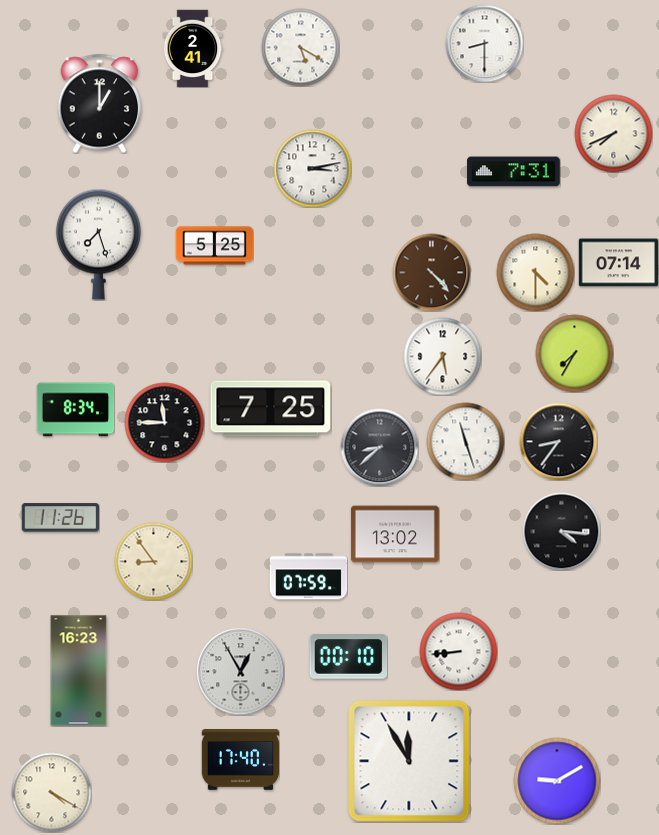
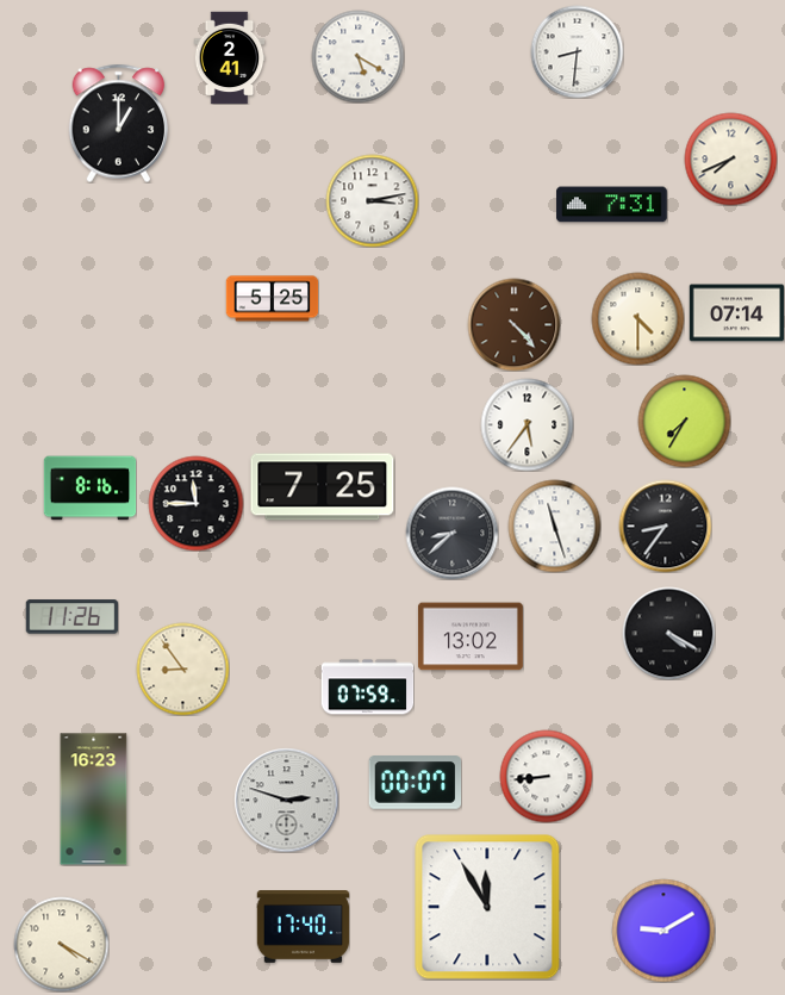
clock at (484, 43): 8:30 -> 8:31
clock at (98, 244): 7:27 -> none
clock at (214, 246) position: (214, 246) -> (272, 299)
clock at (535, 272) position: (535, 272) -> (637, 318)
clock at (75, 410): 8:34 -> 8:16
clock at (561, 531): 4:16 -> 4:20
clock at (348, 657): 00:10 -> 00:07
clock at (240, 671): 12:55 -> 2:48
clock at (240, 760) position: (240, 760) -> (303, 927)
